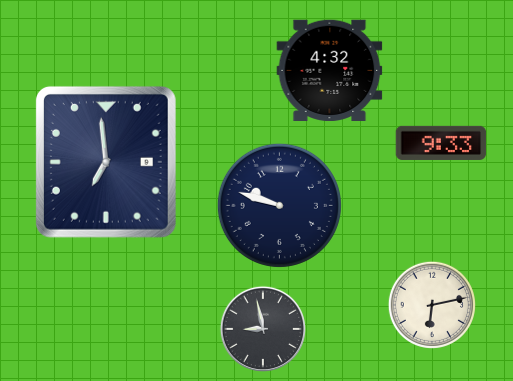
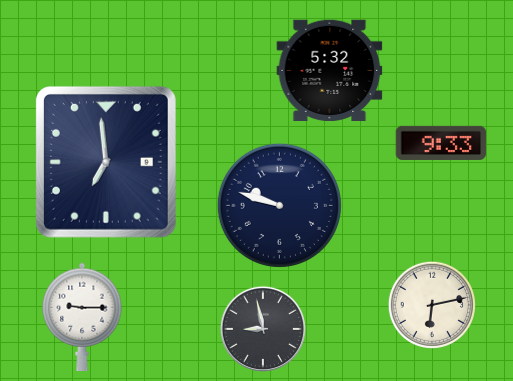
clock at (330, 70): 4:32 -> 5:32
clock at (82, 316): none -> 9:15
